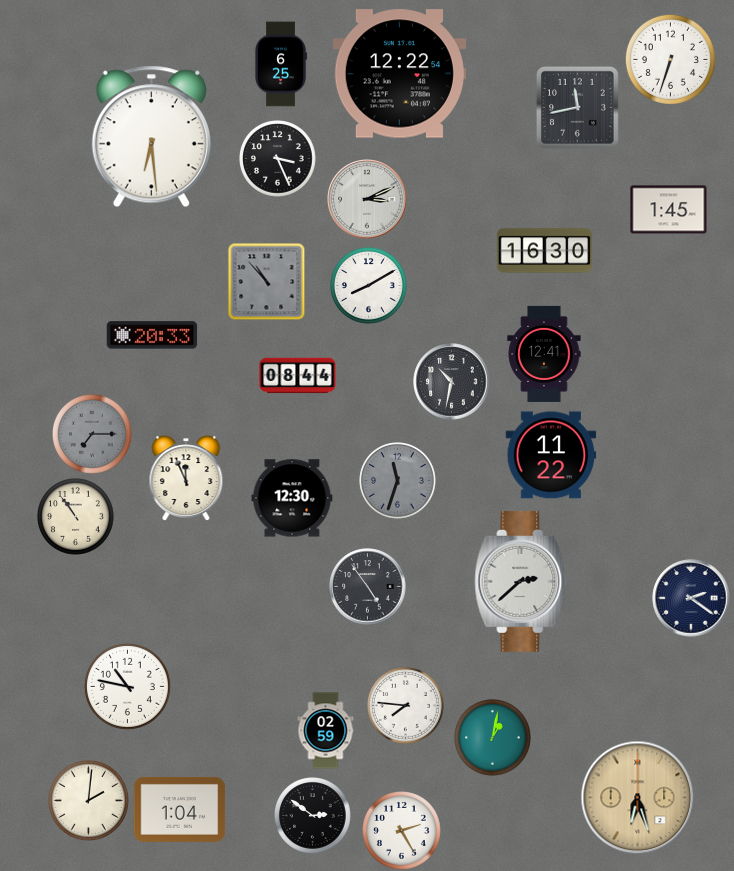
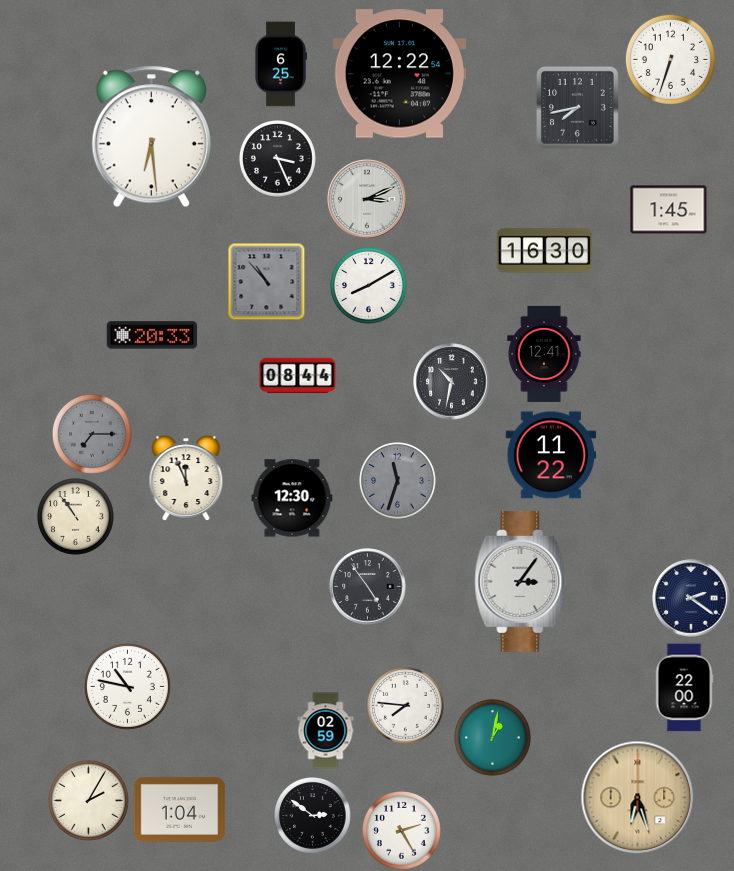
clock at (577, 107): 11:43 -> 7:43
clock at (521, 581): 2:38 -> 3:06
clock at (684, 688): none -> 22:00
clock at (88, 800): 2:01 -> 2:05
